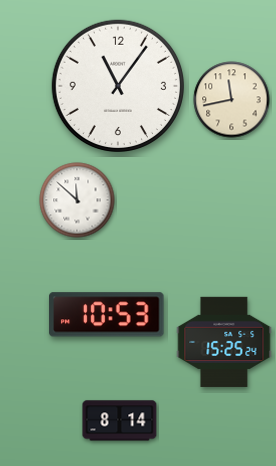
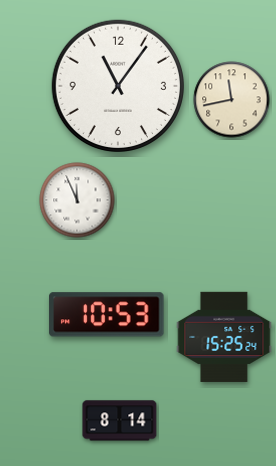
clock at (77, 200): 11:52 -> 11:56
clock at (224, 342) position: (224, 342) -> (224, 337)
